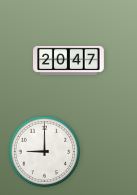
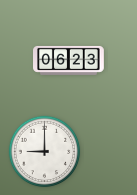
clock at (69, 60): 20:47 -> 06:23
